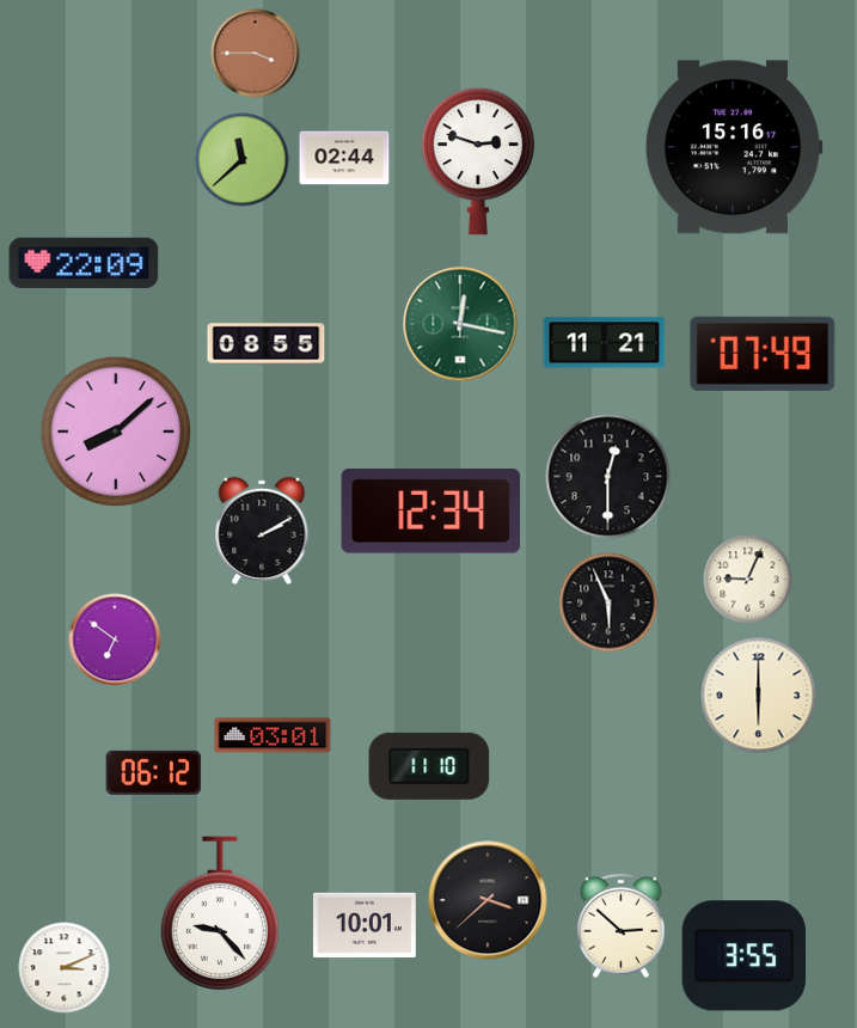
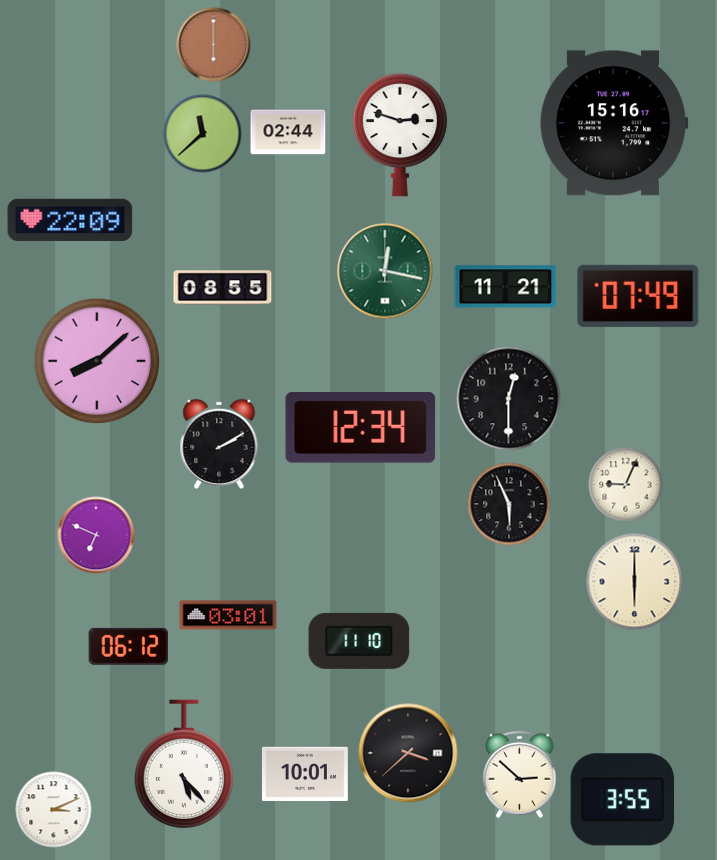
clock at (256, 54): 3:45 -> 6:00
clock at (115, 640): 6:51 -> 6:49
clock at (220, 913): 9:23 -> 5:23
